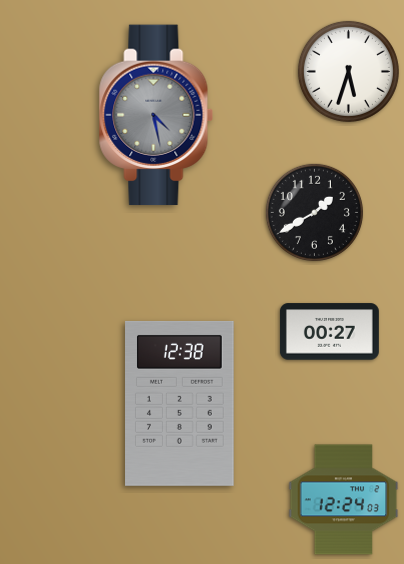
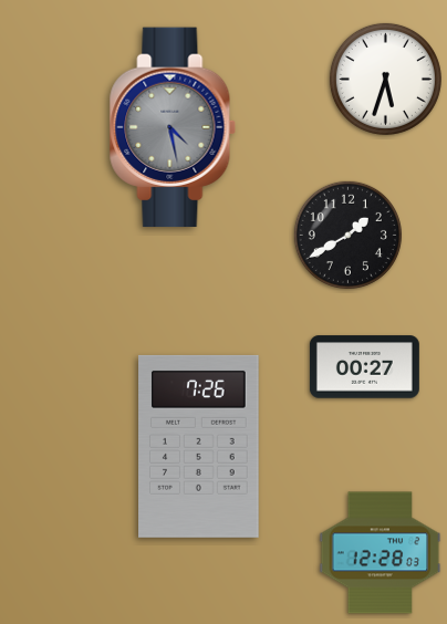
clock at (180, 403): 12:38 -> 7:26
clock at (344, 500): 12:24 -> 12:28
